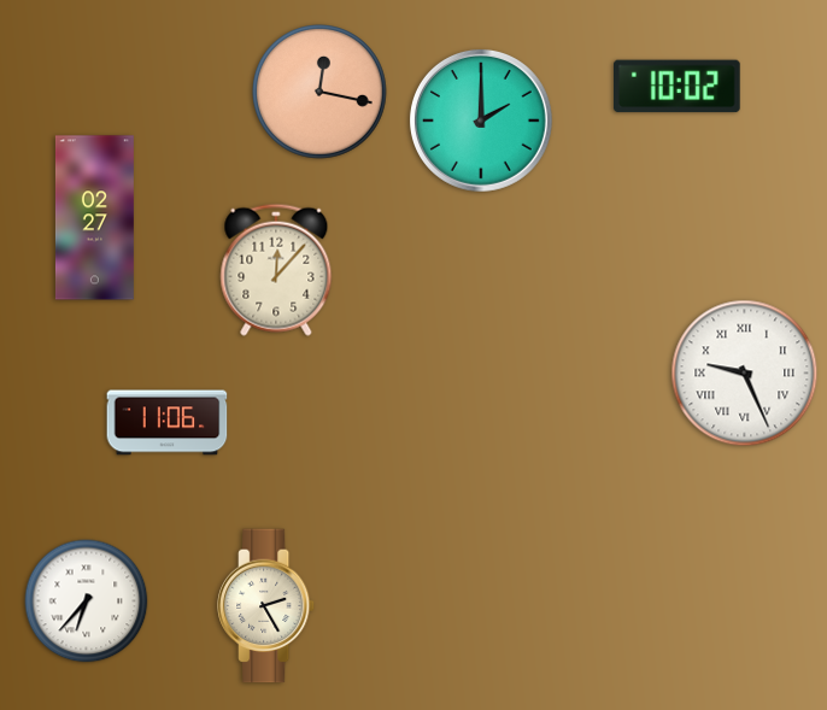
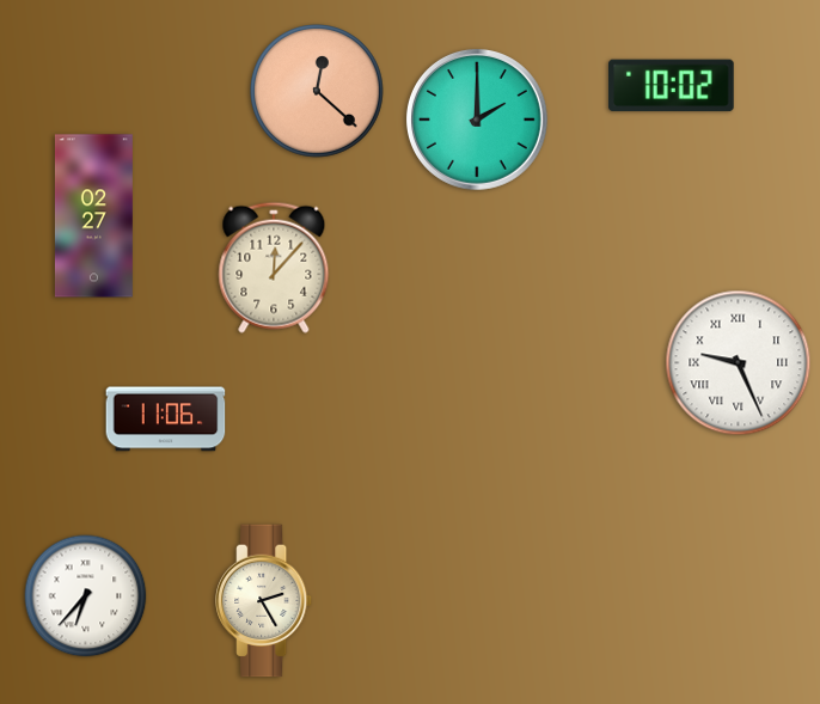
clock at (321, 93): 12:17 -> 12:22
clock at (745, 374) position: (745, 374) -> (739, 363)
